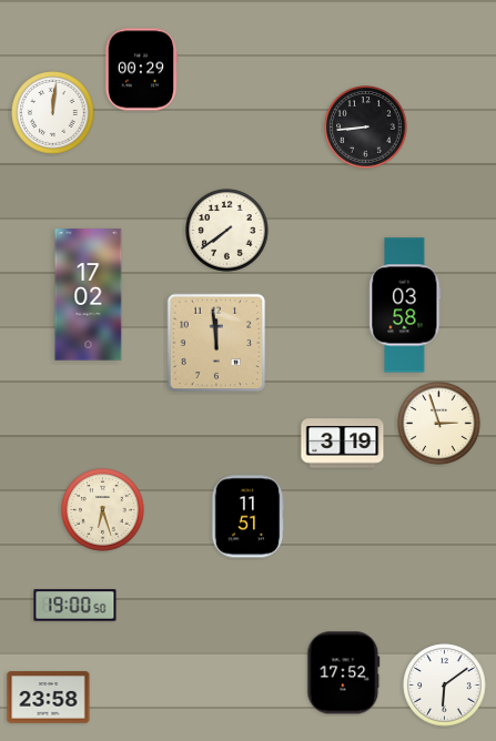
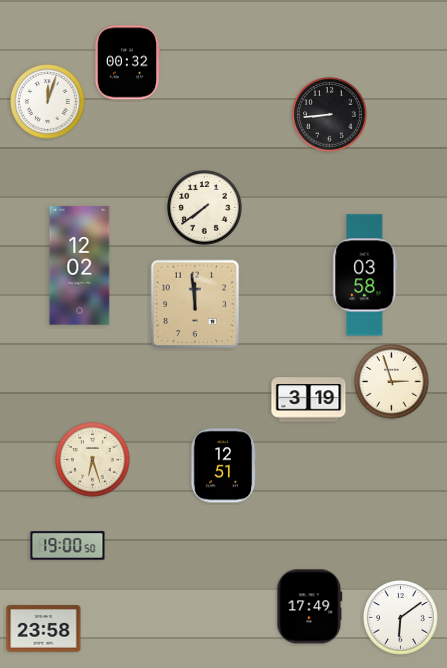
clock at (141, 70): 00:29 -> 00:32
clock at (53, 113): 12:01 -> 12:03
clock at (89, 295): 17:02 -> 12:02
clock at (216, 343) position: (216, 343) -> (195, 304)
clock at (439, 424) position: (439, 424) -> (392, 382)
clock at (247, 517): 11:51 -> 12:51
clock at (344, 673): 17:52 -> 17:49
